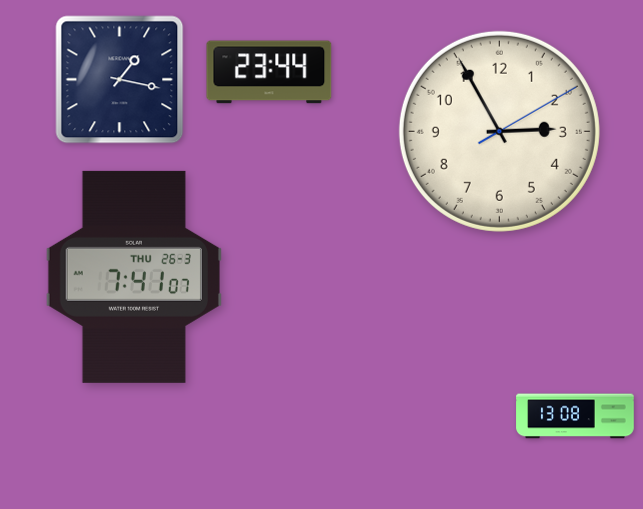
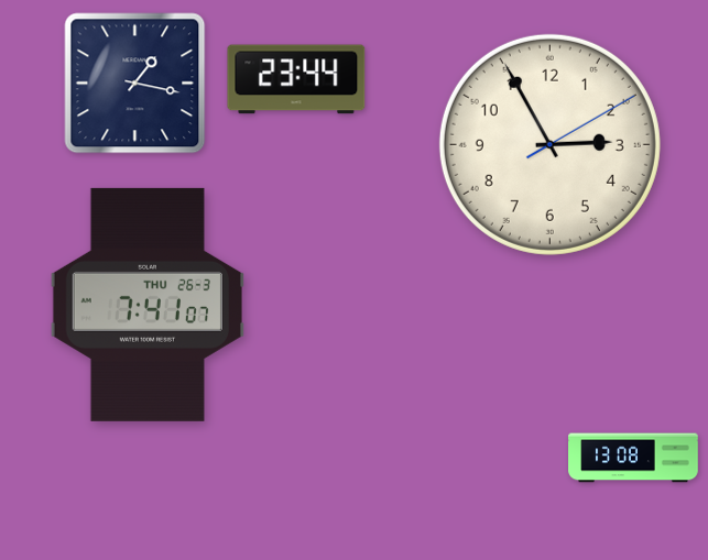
clock at (120, 80) position: (120, 80) -> (135, 84)
